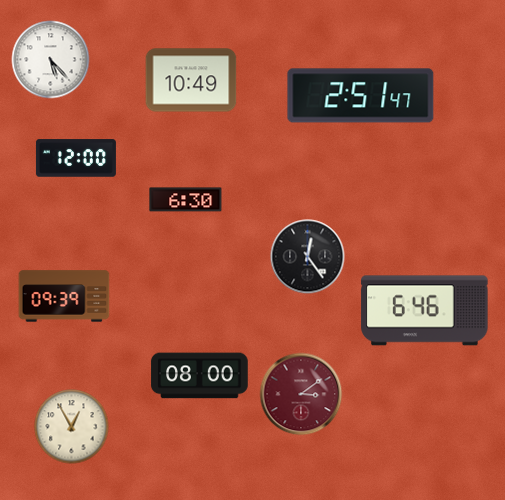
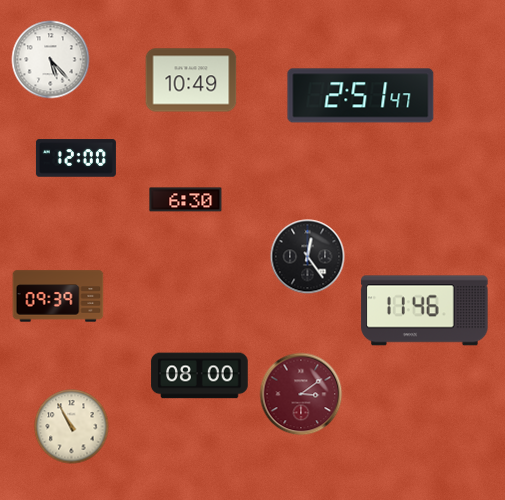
clock at (64, 296) position: (64, 296) -> (58, 296)
clock at (425, 311): 6:46 -> 11:46
clock at (72, 427): 12:55 -> 10:55
